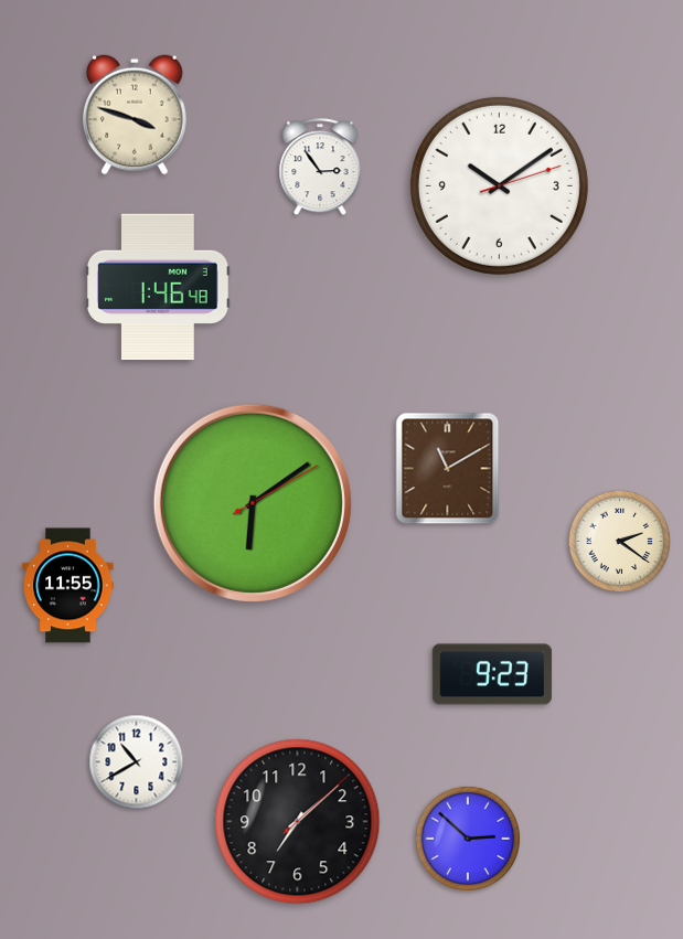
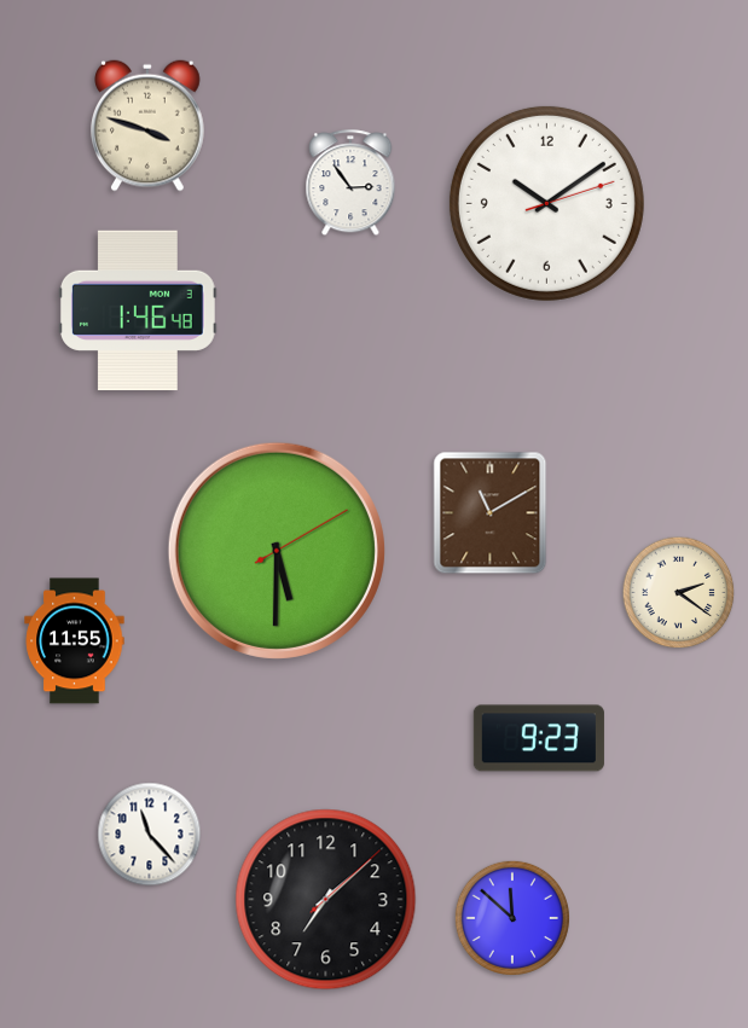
clock at (158, 287) position: (158, 287) -> (138, 310)
clock at (253, 503): 6:09 -> 5:30
clock at (137, 762): 10:40 -> 11:23
clock at (468, 839): 2:52 -> 11:52
